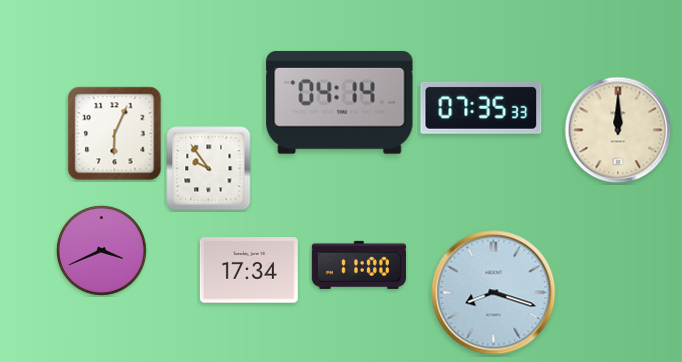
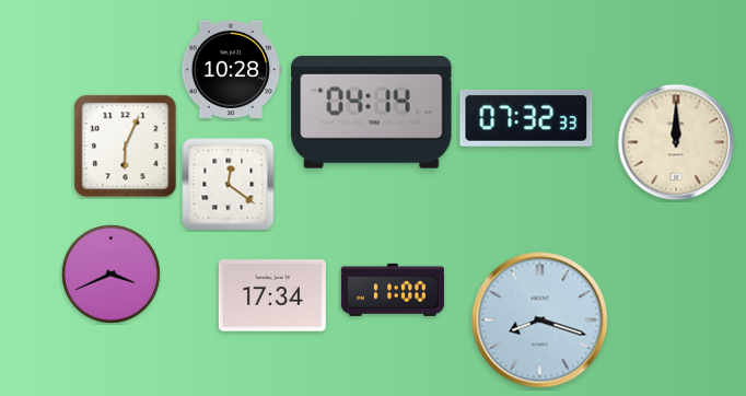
clock at (231, 69): none -> 10:28
clock at (481, 108): 07:35 -> 07:32
clock at (209, 169): 9:54 -> 12:21
